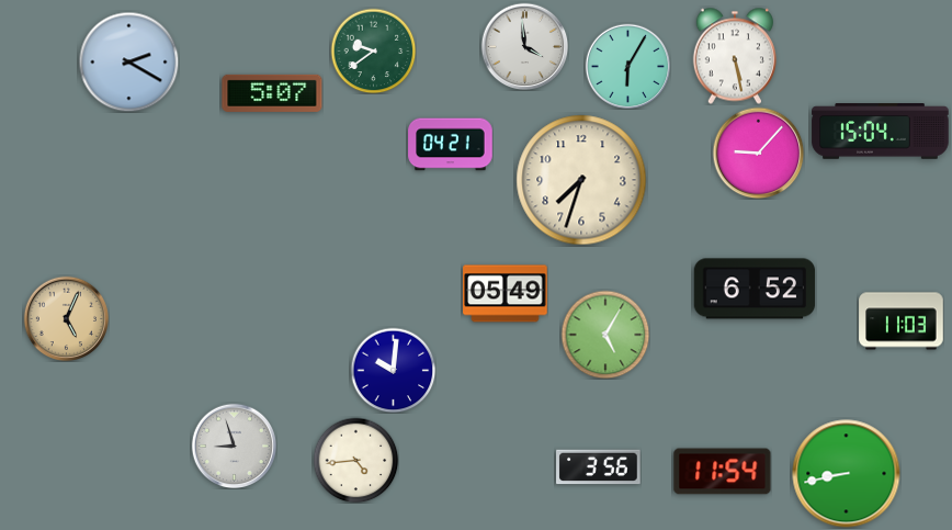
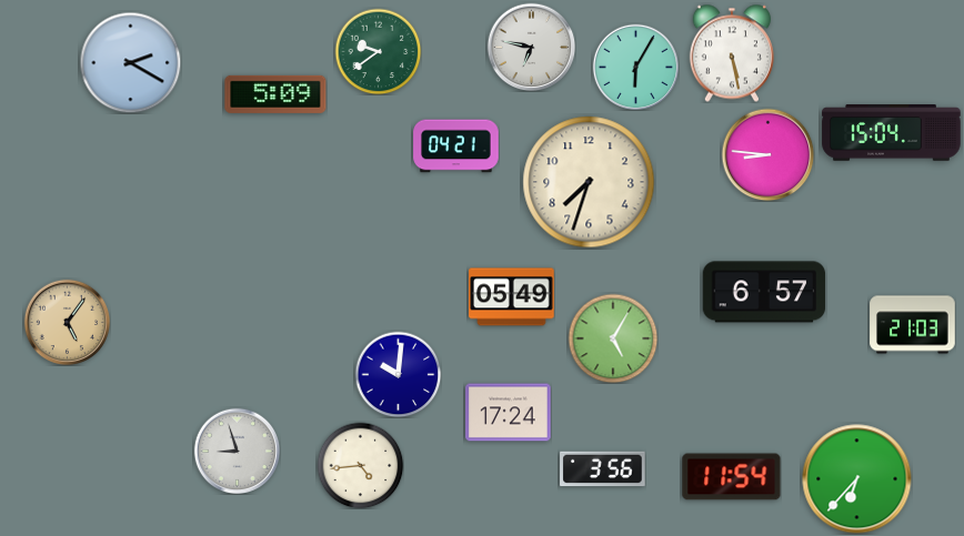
clock at (524, 46): 3:59 -> 6:47
clock at (735, 56) position: (735, 56) -> (732, 53)
clock at (272, 93): 5:07 -> 5:09
clock at (758, 153): 9:07 -> 8:46
clock at (755, 289): 6:52 -> 6:57
clock at (66, 318): 5:04 -> 5:06
clock at (902, 322): 11:03 -> 21:03
clock at (509, 413): none -> 17:24
clock at (599, 467) position: (599, 467) -> (603, 469)
clock at (847, 474): 8:43 -> 6:37
